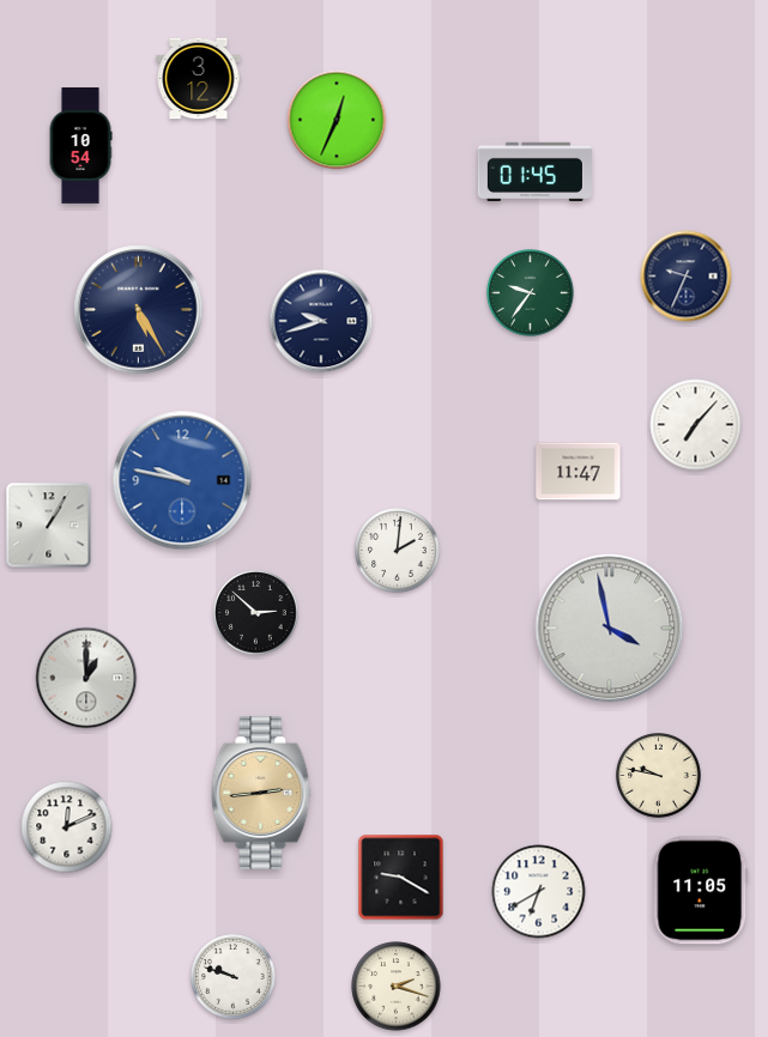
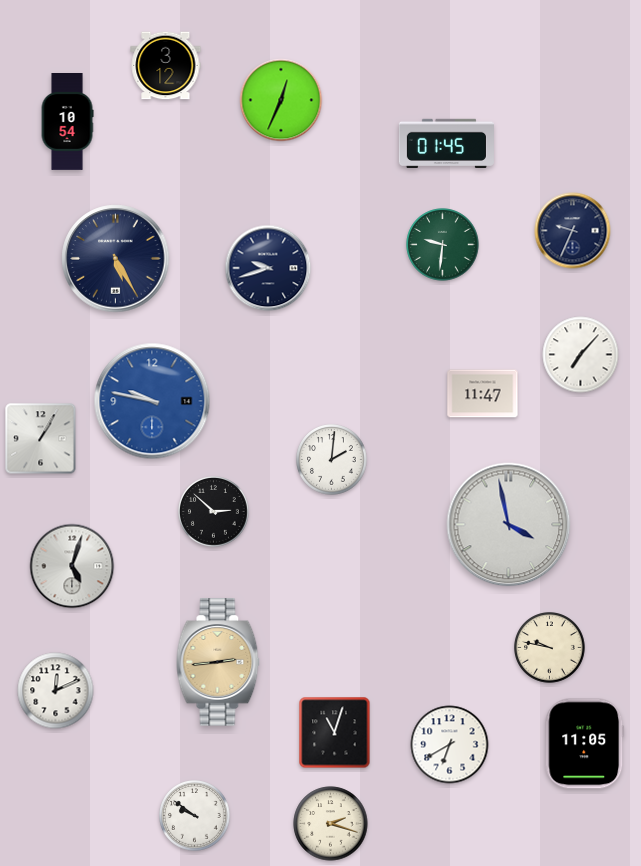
clock at (531, 293): 9:36 -> 9:31
clock at (86, 678): 1:00 -> 5:03
clock at (401, 878): 9:20 -> 11:03
clock at (234, 977): 9:48 -> 9:51
